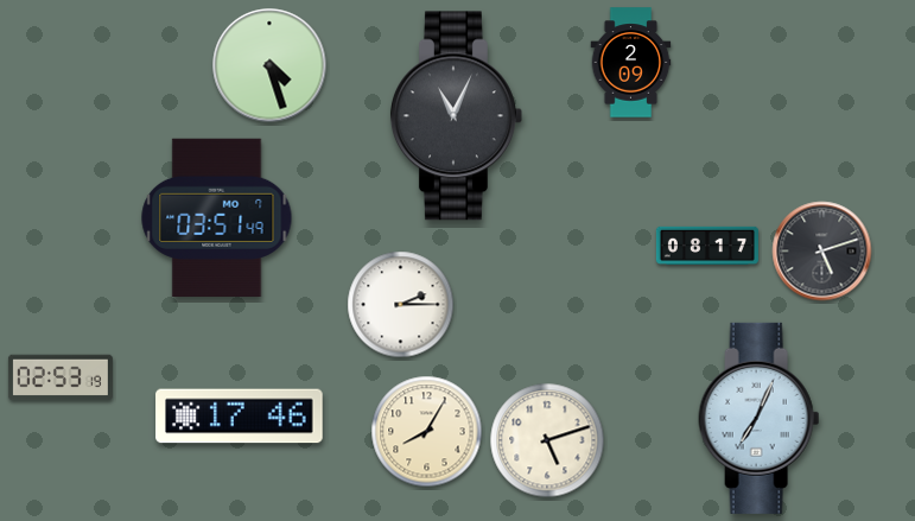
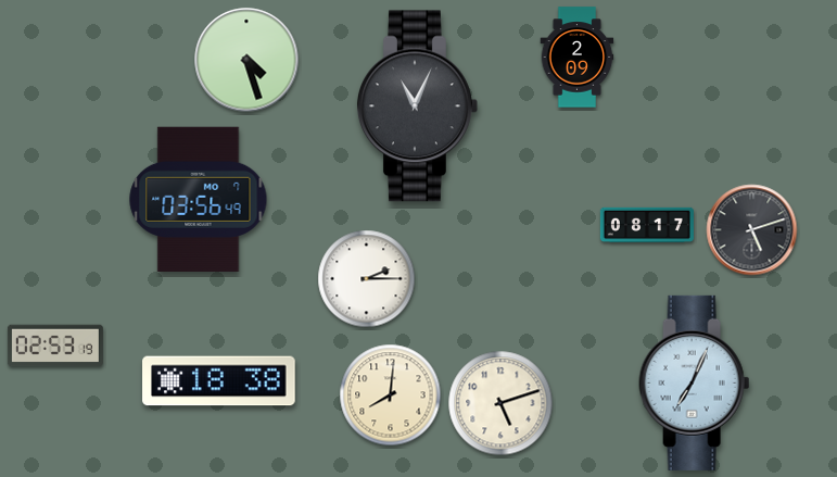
clock at (217, 217): 03:51 -> 03:56
clock at (240, 417): 17:46 -> 18:38
clock at (427, 432): 8:05 -> 8:01
